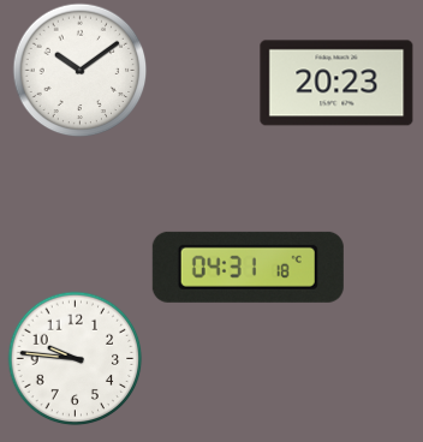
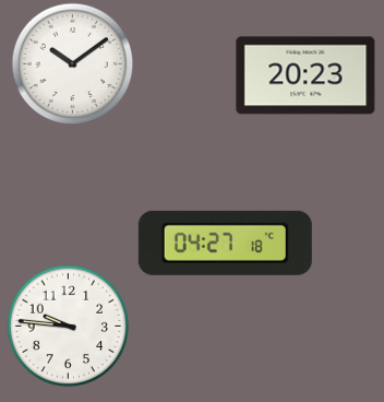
clock at (248, 267): 04:31 -> 04:27
